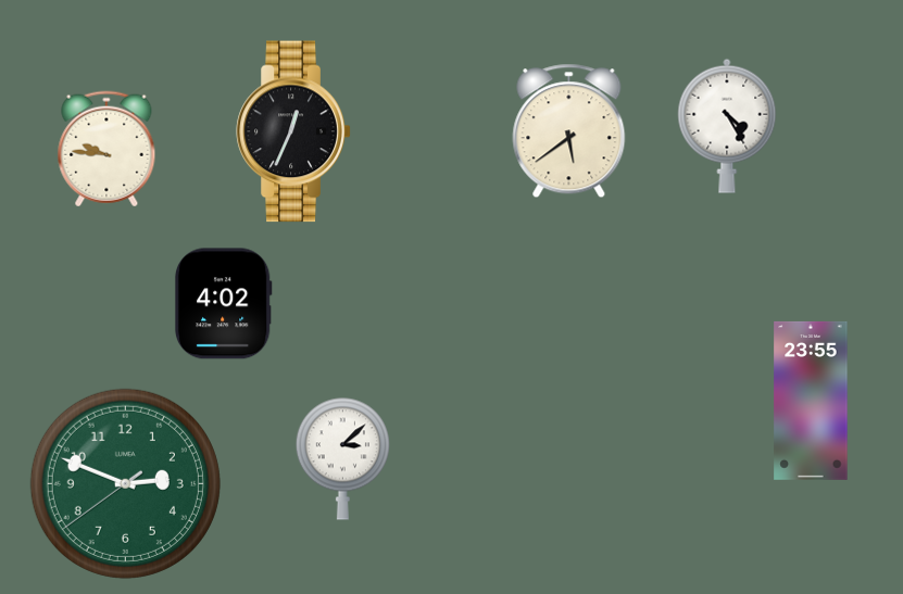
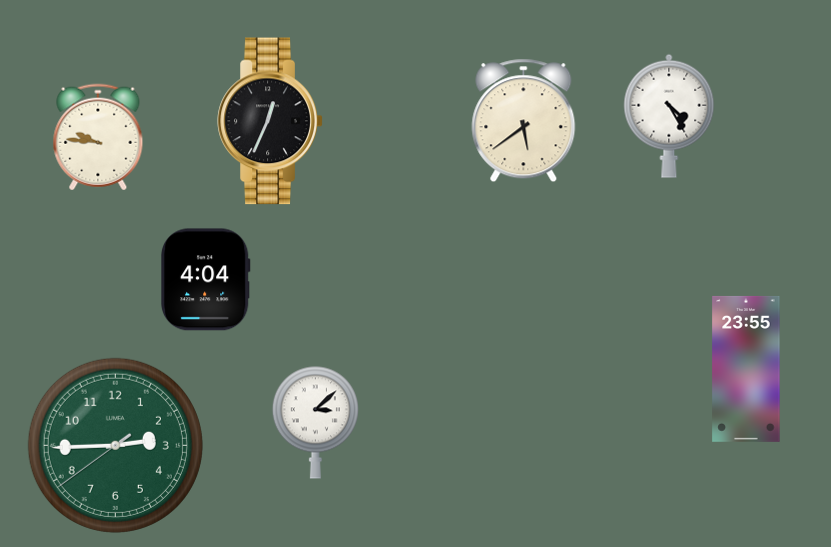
clock at (223, 304): 4:02 -> 4:04
clock at (125, 483): 2:48 -> 2:44
